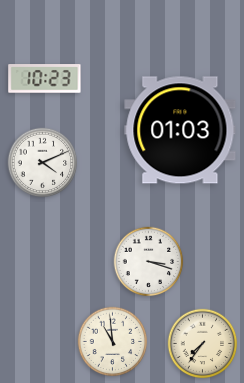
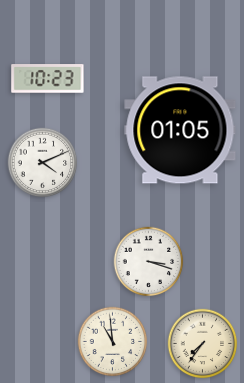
clock at (45, 79) position: (45, 79) -> (48, 79)
clock at (180, 130): 01:03 -> 01:05
